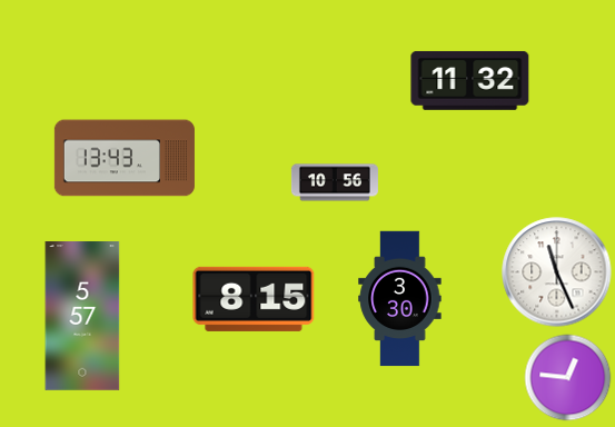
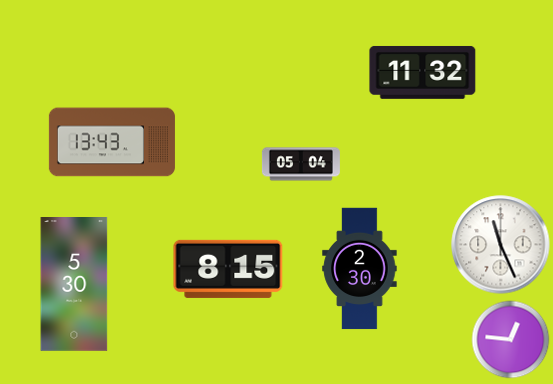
clock at (335, 182): 10:56 -> 05:04
clock at (400, 299): 3:30 -> 2:30
clock at (82, 317): 5:57 -> 5:30
